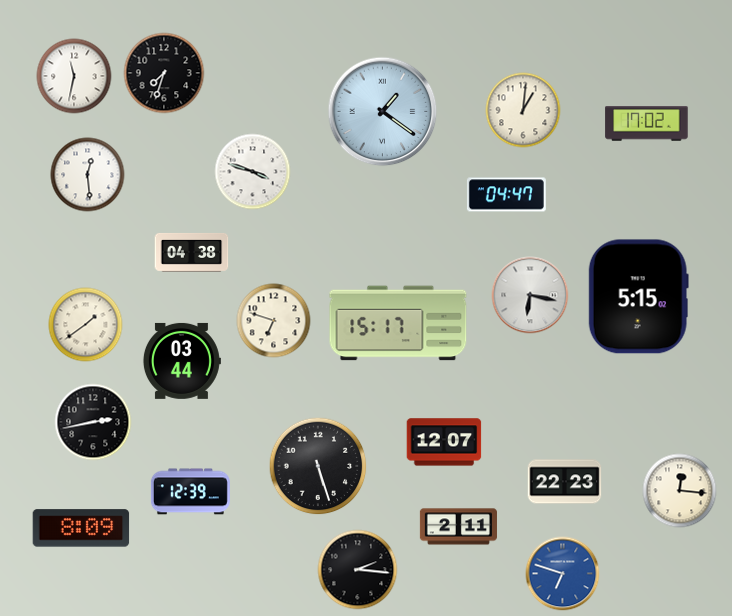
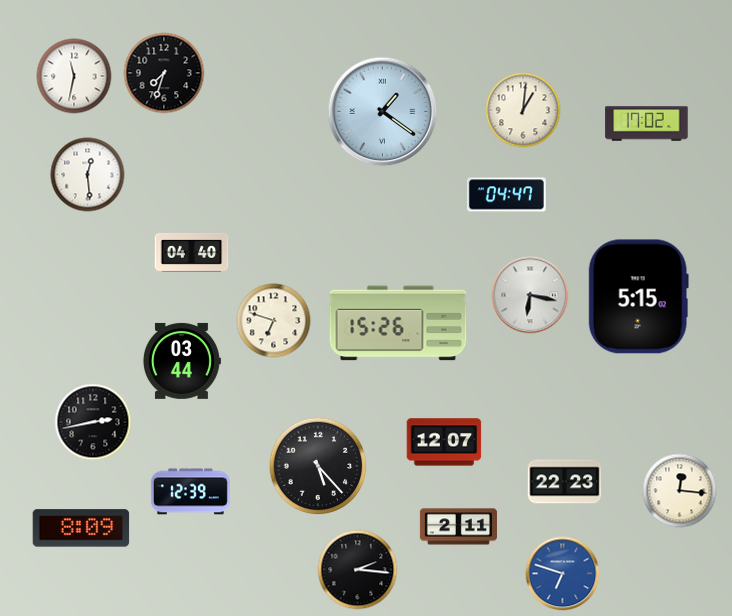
clock at (253, 172): 3:48 -> none
clock at (192, 252): 04:38 -> 04:40
clock at (398, 323): 15:17 -> 15:26
clock at (86, 325): 1:39 -> none
clock at (318, 466): 5:27 -> 5:23
